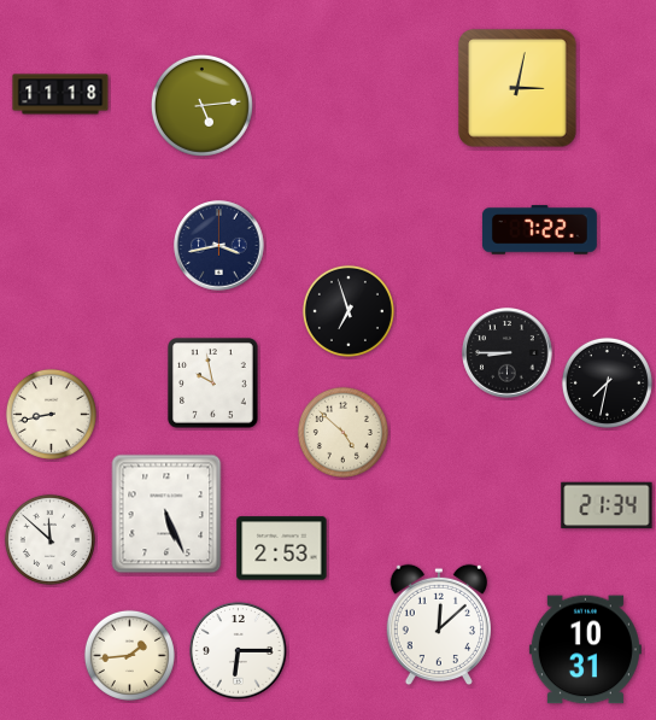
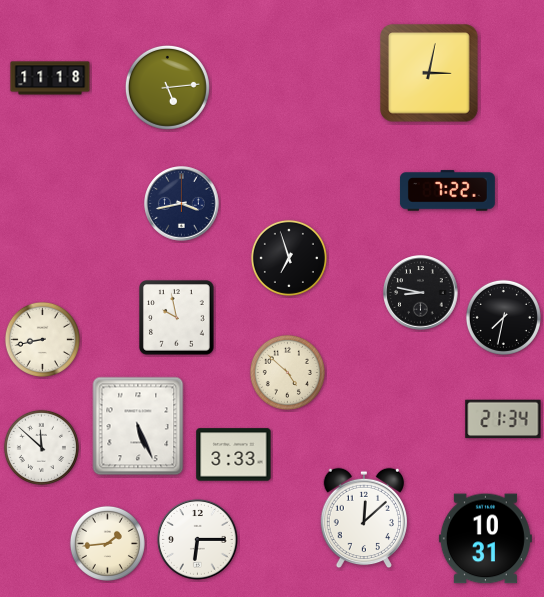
clock at (508, 353): 8:45 -> 8:47
clock at (51, 414) position: (51, 414) -> (42, 339)
clock at (342, 432) position: (342, 432) -> (287, 372)
clock at (282, 549): 2:53 -> 3:33
